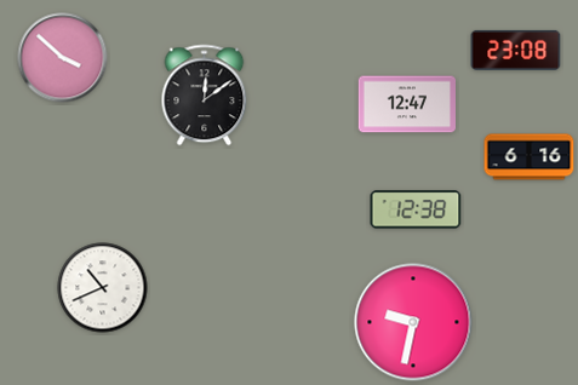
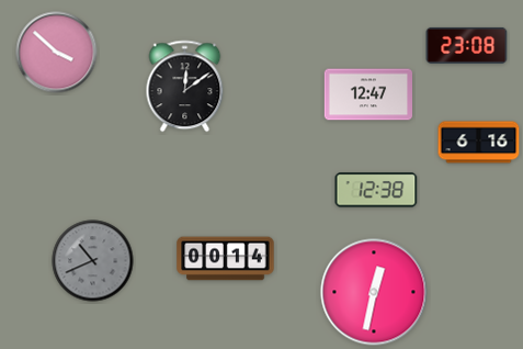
clock at (226, 259): none -> 00:14
clock at (103, 288) dial: white -> grey
clock at (413, 322): 9:32 -> 12:32
